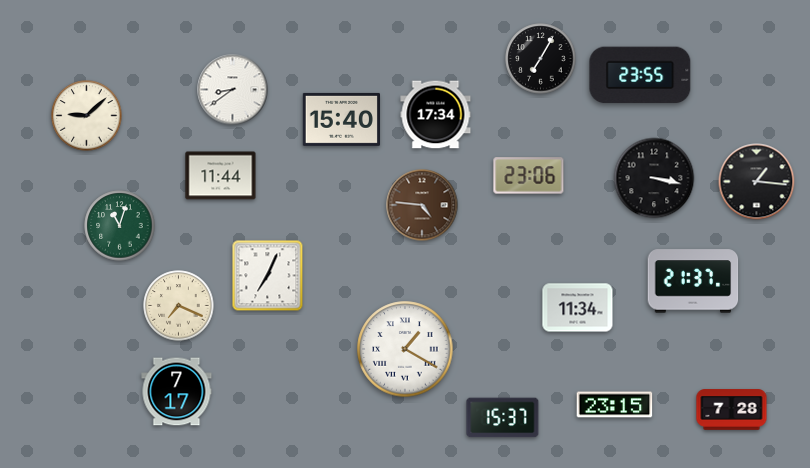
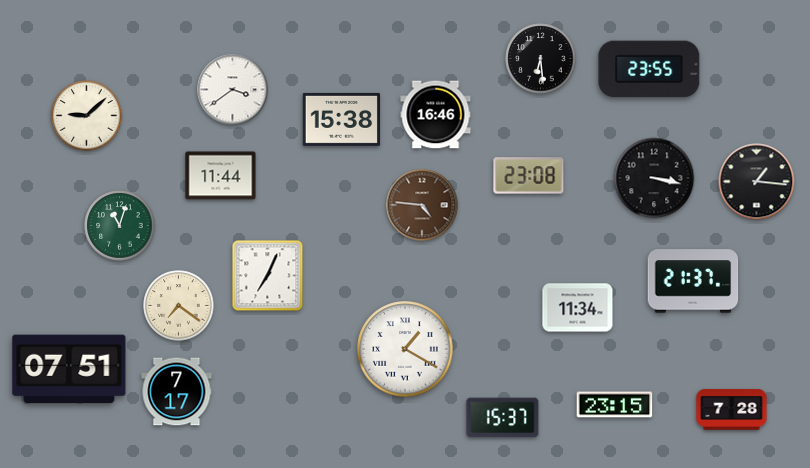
clock at (541, 59): 7:05 -> 6:29
clock at (640, 75) position: (640, 75) -> (649, 69)
clock at (233, 90): 8:39 -> 3:39
clock at (436, 115): 17:34 -> 16:46
clock at (341, 119): 15:40 -> 15:38
clock at (529, 176): 23:06 -> 23:08
clock at (179, 306): 7:19 -> 7:21
clock at (69, 369): none -> 07:51
